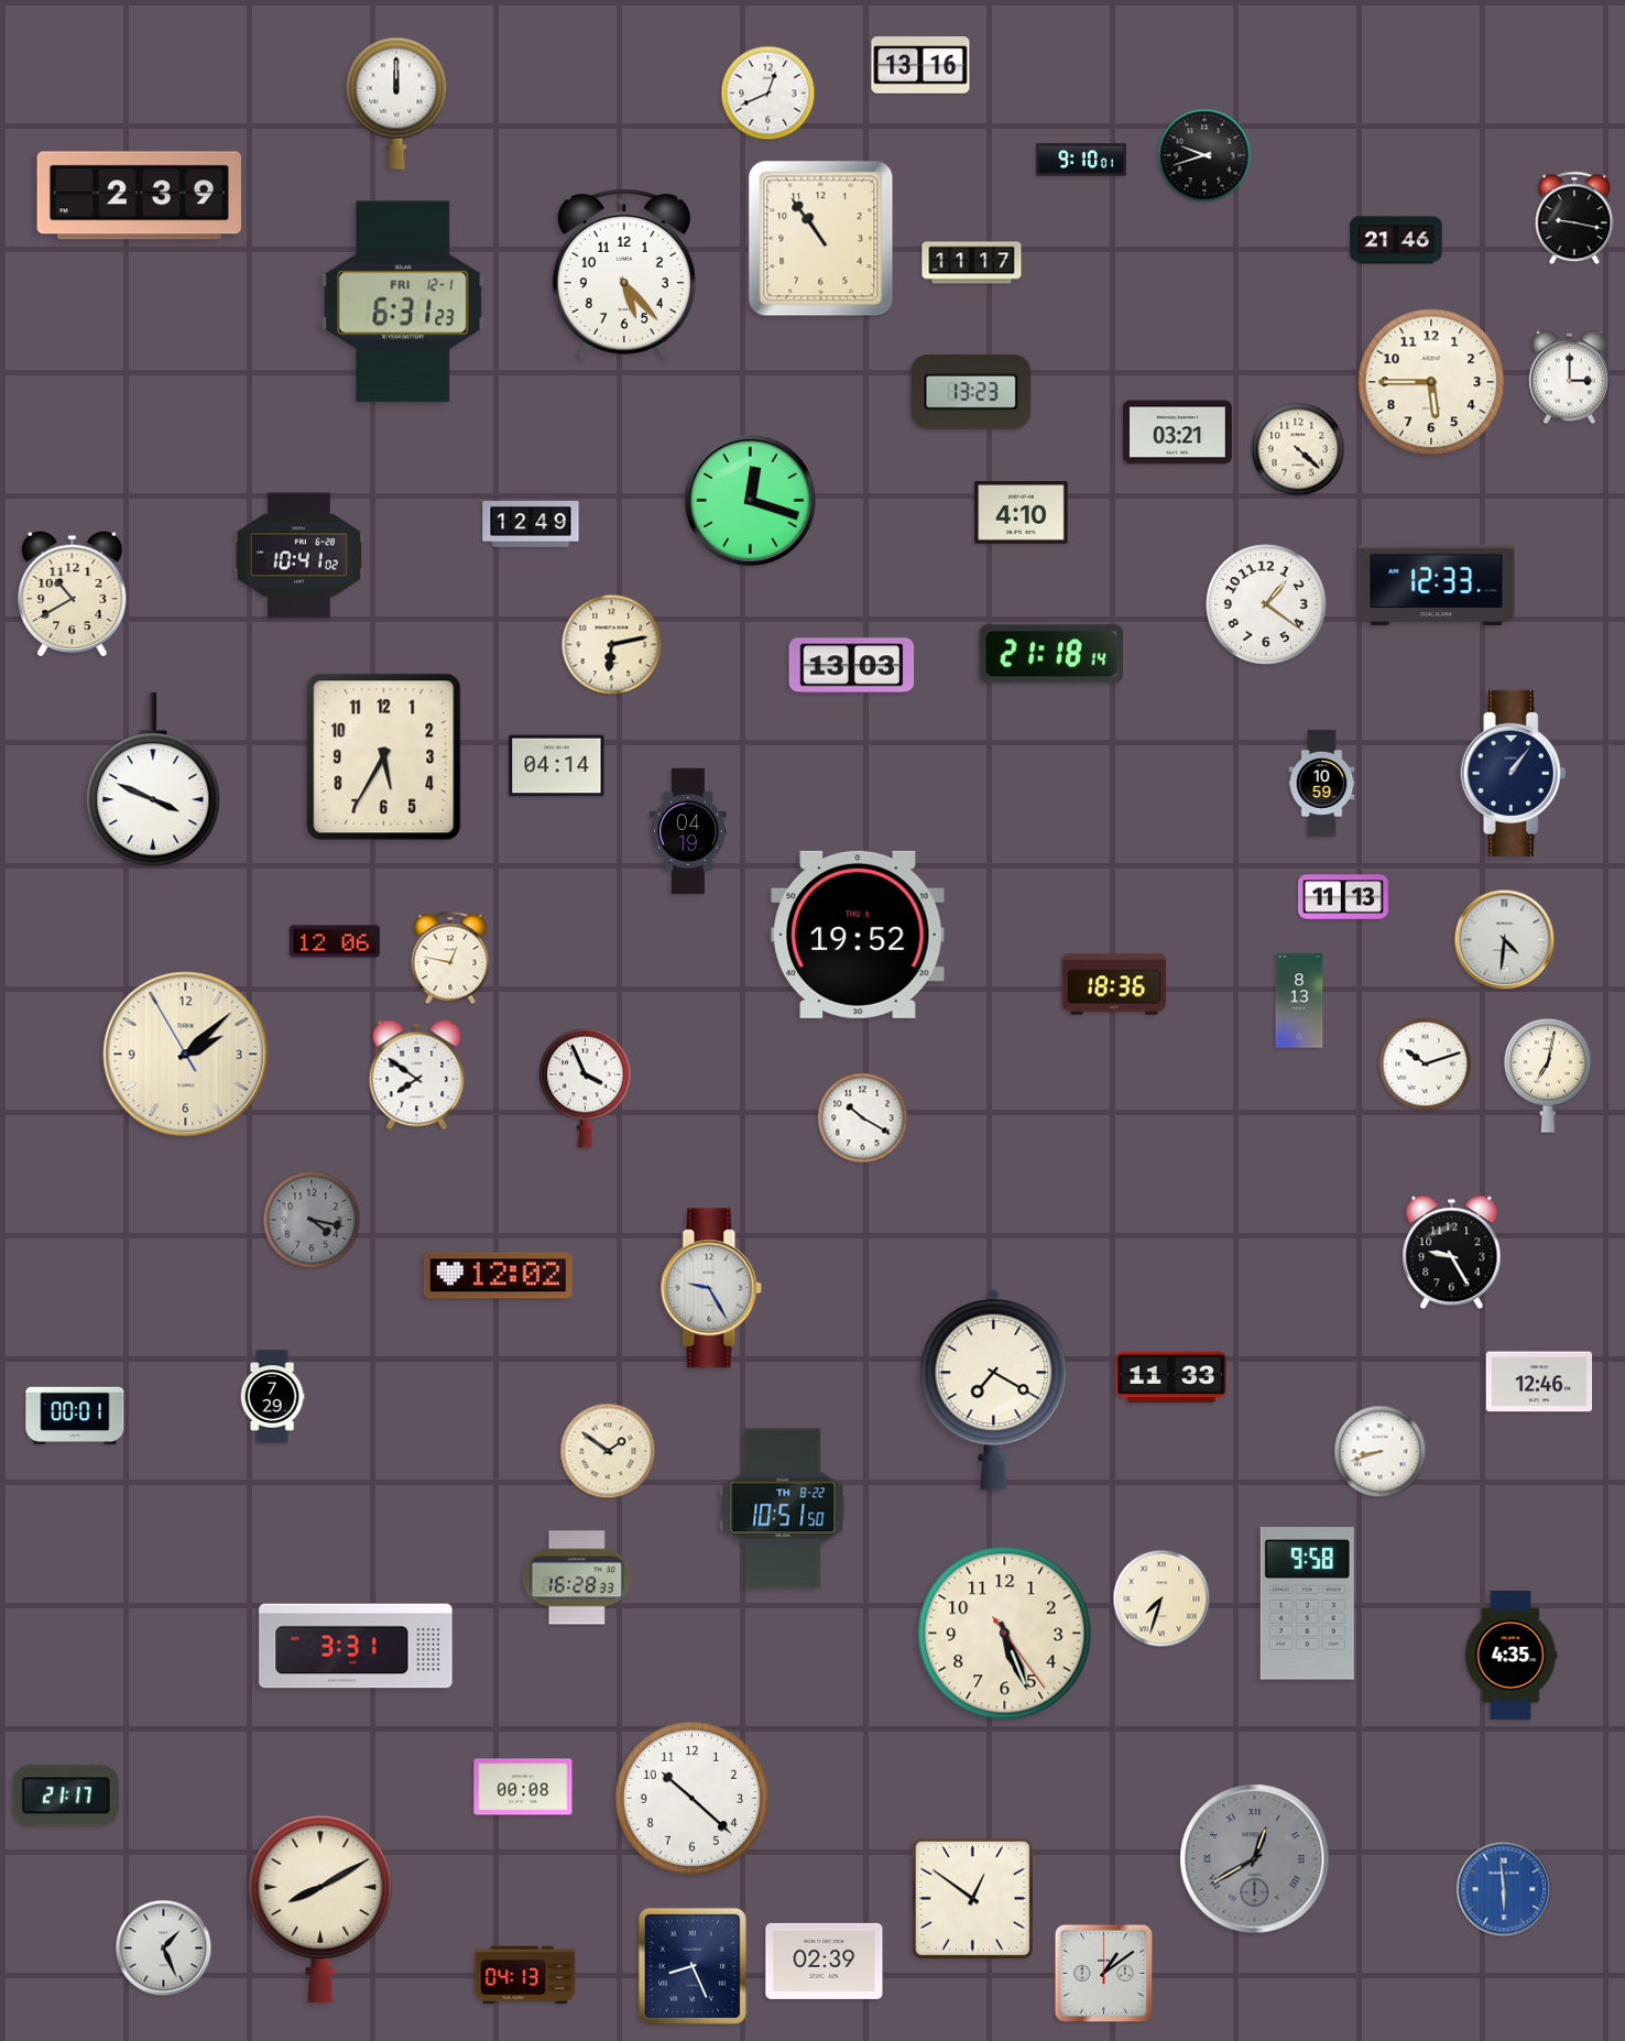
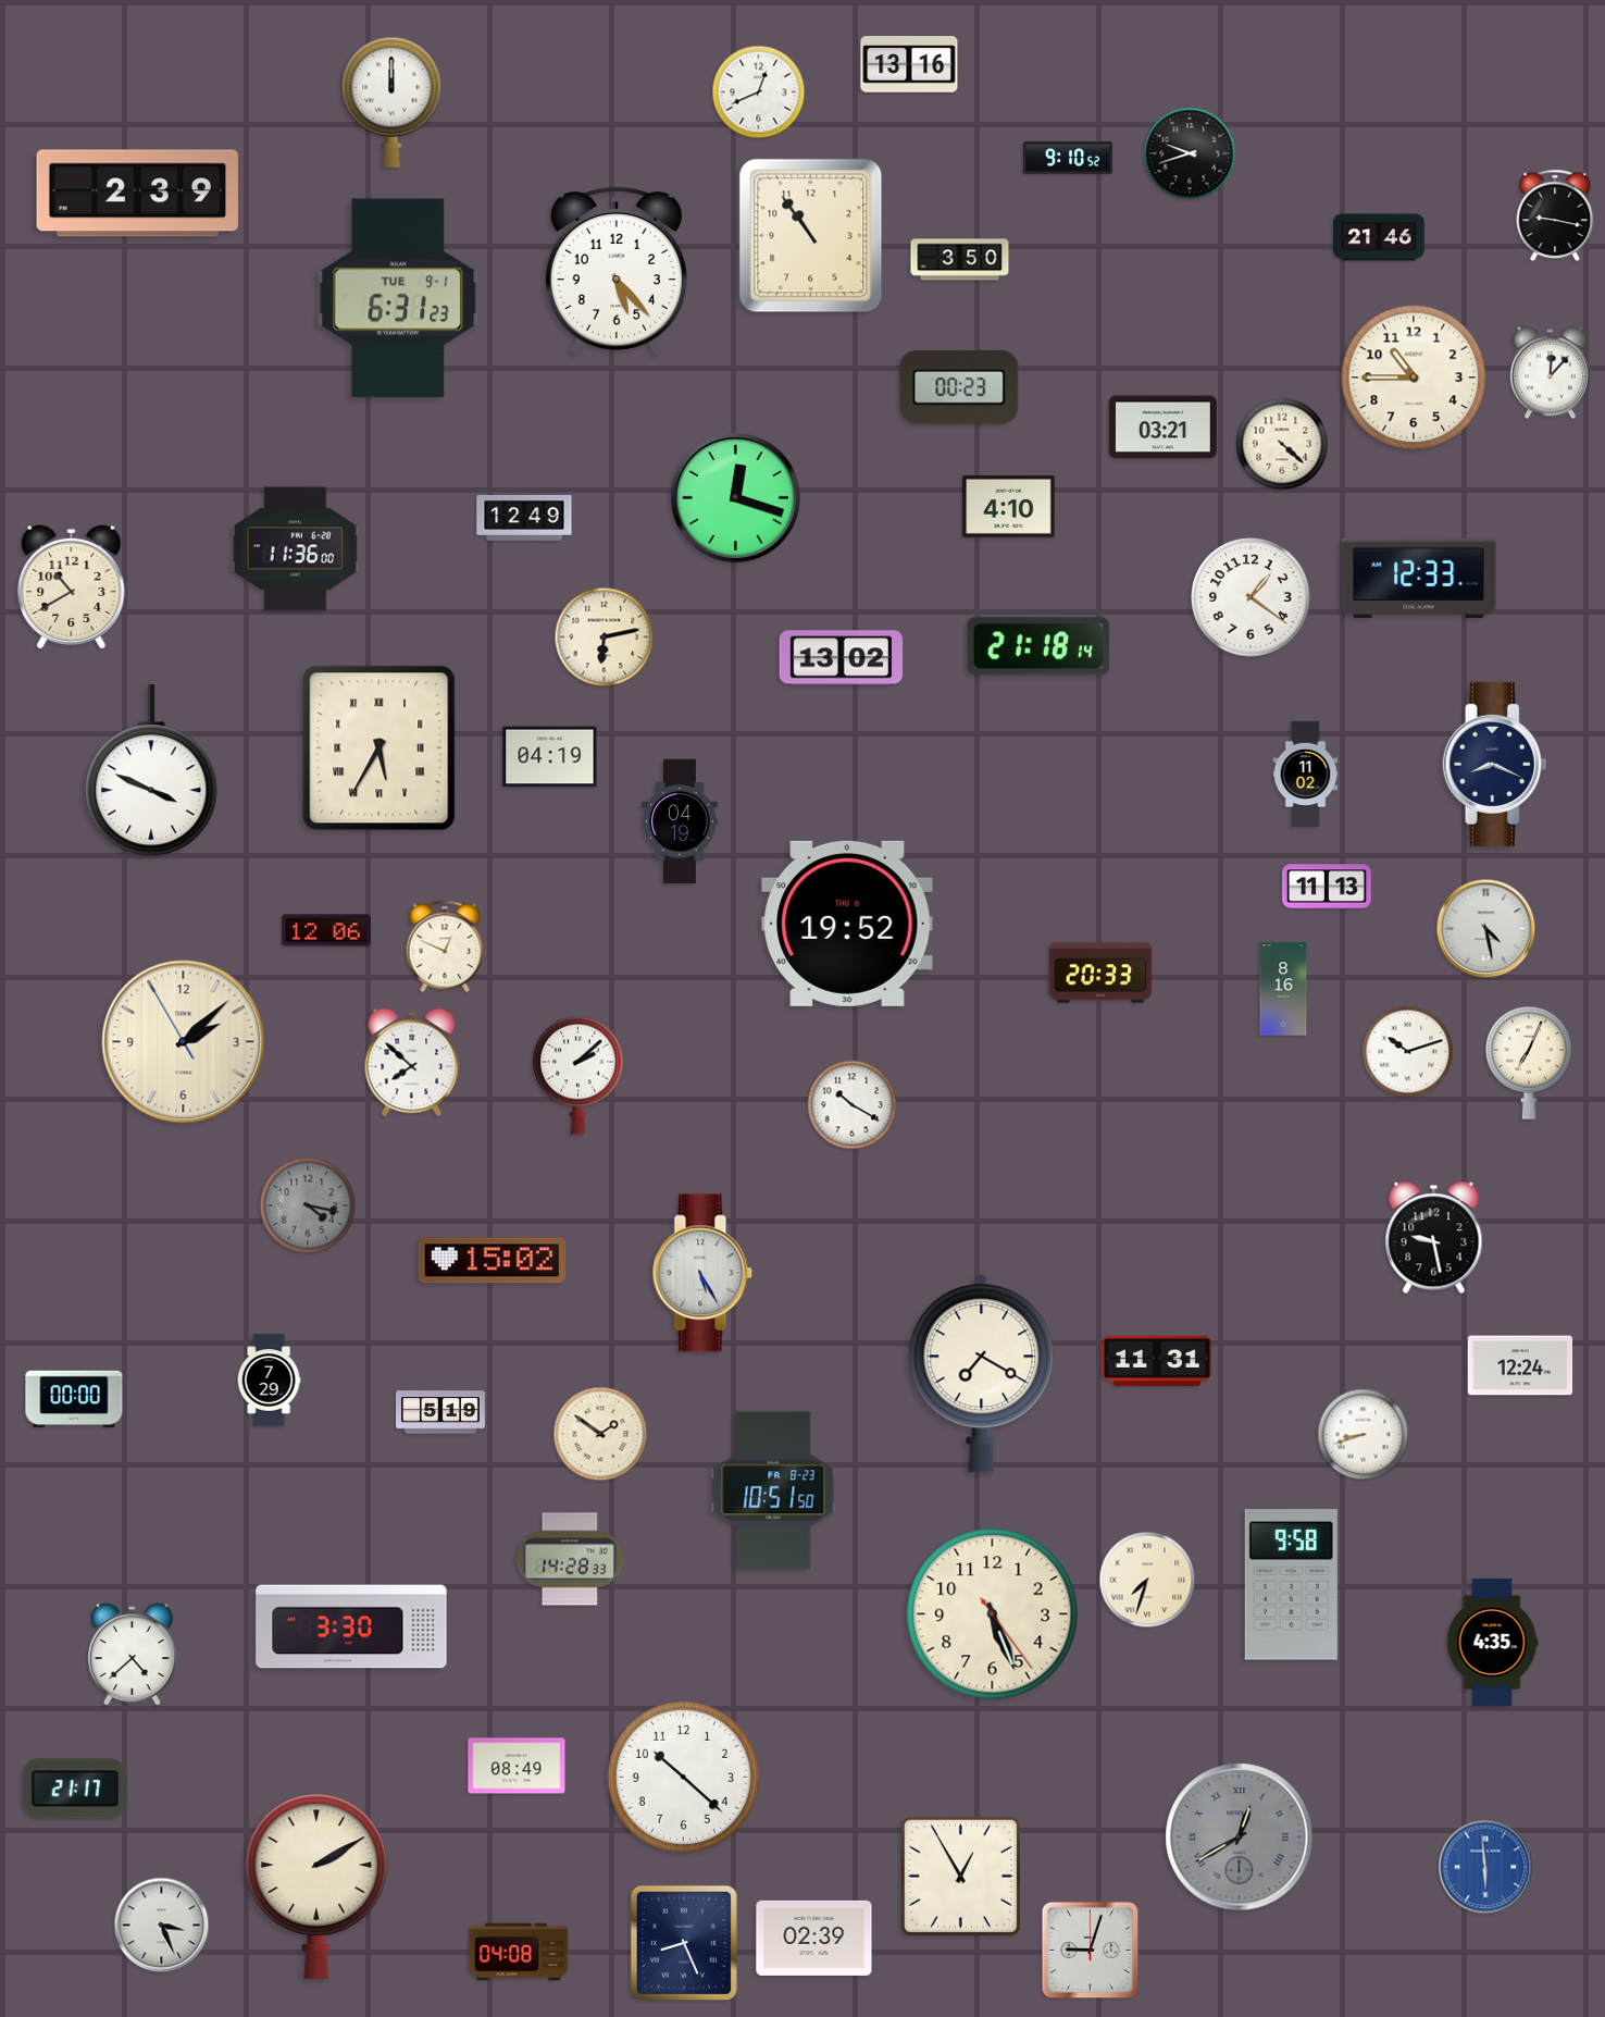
clock at (1081, 160): 9:10:01 -> 9:10:52
clock at (972, 263): 11:17 -> 3:50
clock at (403, 302) date: FRI 12-1 -> TUE 9-1
clock at (1569, 378): 3:00 -> 12:07
clock at (1431, 382): 5:45 -> 10:45
clock at (971, 393): 13:23 -> 00:23
clock at (750, 500) position: (750, 500) -> (735, 497)
clock at (298, 556): 10:41 -> 11:36
clock at (852, 666): 13:03 -> 13:02
clock at (384, 757) numerals: Arabic -> Roman
clock at (557, 766): 04:14 -> 04:19
clock at (1514, 773): 1:06 -> 8:19
clock at (1322, 784): 10:59 -> 11:02
clock at (1505, 940): 4:31 -> 4:28
clock at (335, 941) position: (335, 941) -> (326, 930)
clock at (450, 958): 12:47 -> 12:49
clock at (1114, 984): 18:36 -> 20:33
clock at (1299, 1001): 8:13 -> 8:16
clock at (417, 1076): 7:51 -> 7:52
clock at (1548, 1076): 7:02 -> 7:04
clock at (586, 1088): 3:56 -> 2:08
clock at (1452, 1253): 9:25 -> 9:28
clock at (498, 1276): 12:02 -> 15:02
clock at (711, 1288): 9:25 -> 5:25
clock at (1171, 1377): 11:33 -> 11:31
clock at (1539, 1382): 12:46 -> 12:24
clock at (75, 1416): 00:01 -> 00:00
clock at (441, 1412): none -> 5:19
clock at (783, 1508) date: TH 8-22 -> FR 8-23
clock at (577, 1578): 16:28 -> 14:28
clock at (356, 1646): 3:31 -> 3:30
clock at (1511, 1655) position: (1511, 1655) -> (1492, 1642)
clock at (133, 1655): none -> 4:38
clock at (523, 1787): 00:08 -> 08:49
clock at (66, 1796) position: (66, 1796) -> (75, 1789)
clock at (972, 1898): 12:51 -> 12:55
clock at (320, 1909): 8:10 -> 2:10
clock at (164, 1949): 1:26 -> 3:26
clock at (1104, 1974): 1:09 -> 9:03
clock at (525, 1975): 04:13 -> 04:08
